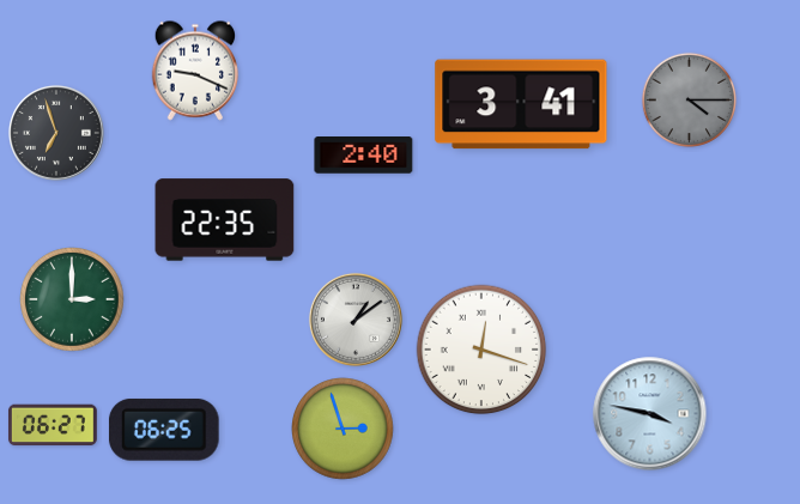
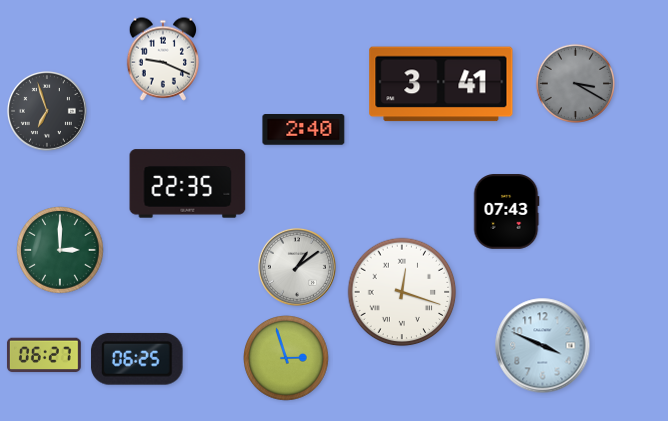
clock at (689, 99): 4:15 -> 3:20
clock at (521, 104) position: (521, 104) -> (441, 84)
clock at (506, 212): none -> 07:43
clock at (650, 414): 3:47 -> 3:49
